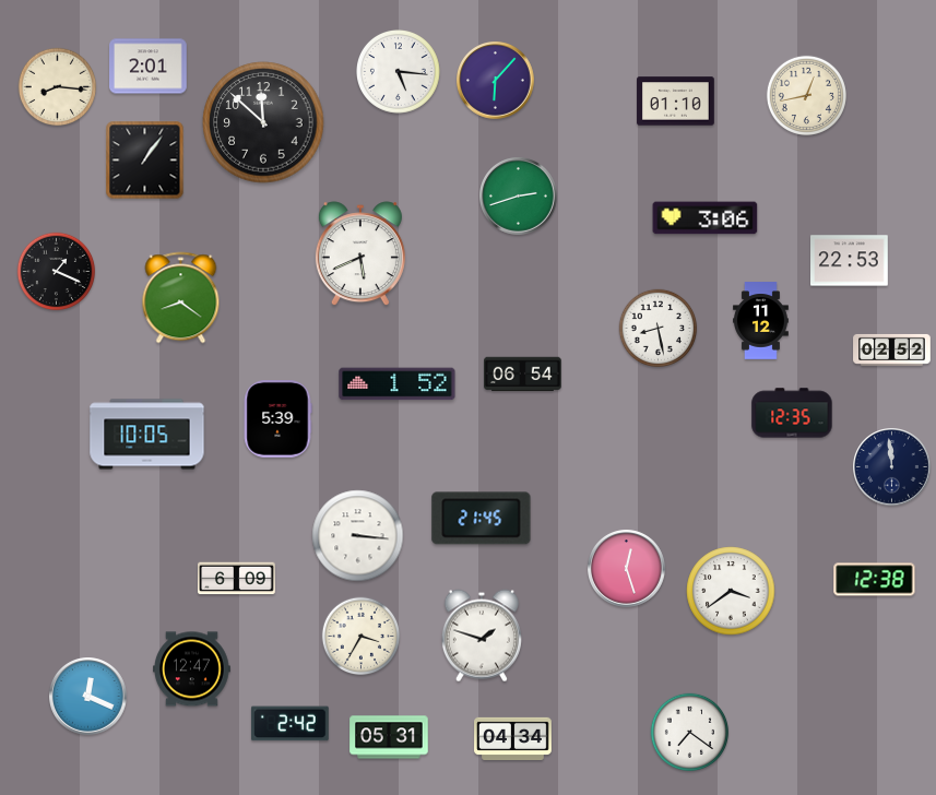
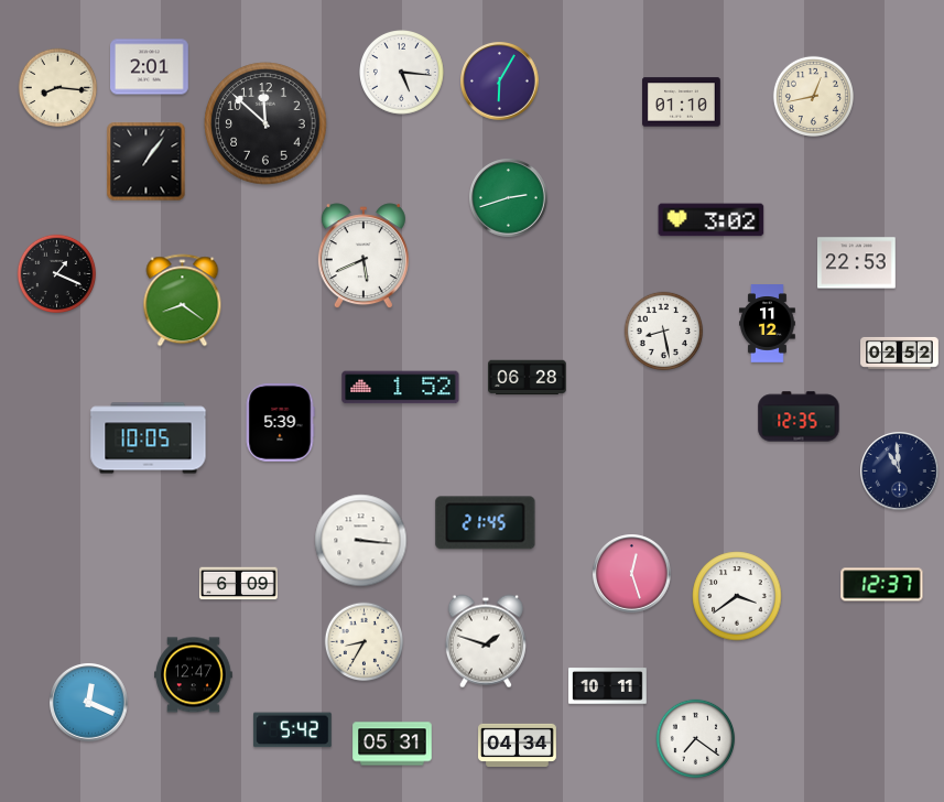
clock at (496, 81): 6:07 -> 6:05
clock at (519, 197) position: (519, 197) -> (509, 198)
clock at (706, 218): 3:06 -> 3:02
clock at (523, 375): 06:54 -> 06:28
clock at (892, 467): 11:59 -> 10:59
clock at (875, 580): 12:38 -> 12:37
clock at (362, 637): 3:35 -> 8:35
clock at (608, 686): none -> 10:11
clock at (289, 724): 2:42 -> 5:42
